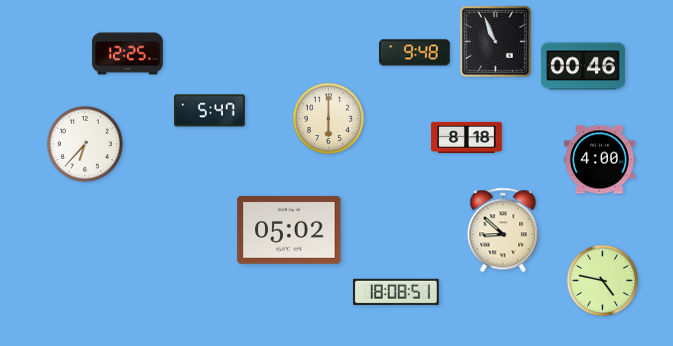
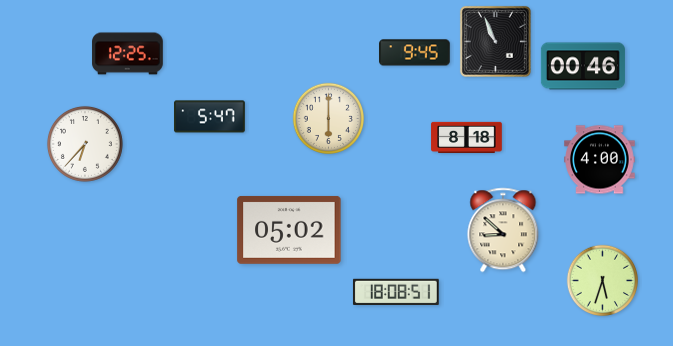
clock at (415, 53): 9:48 -> 9:45
clock at (210, 111) position: (210, 111) -> (210, 117)
clock at (603, 281): 4:47 -> 5:33
